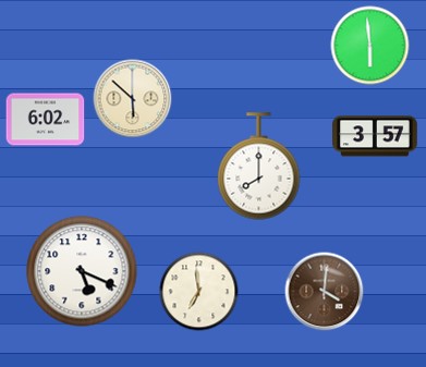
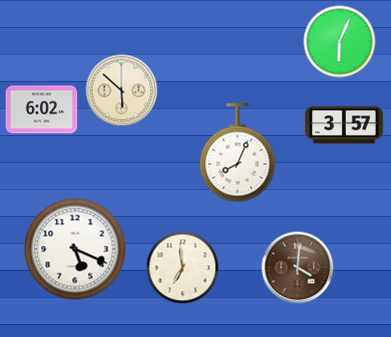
clock at (370, 46): 5:59 -> 6:04
clock at (259, 167): 8:00 -> 8:04
